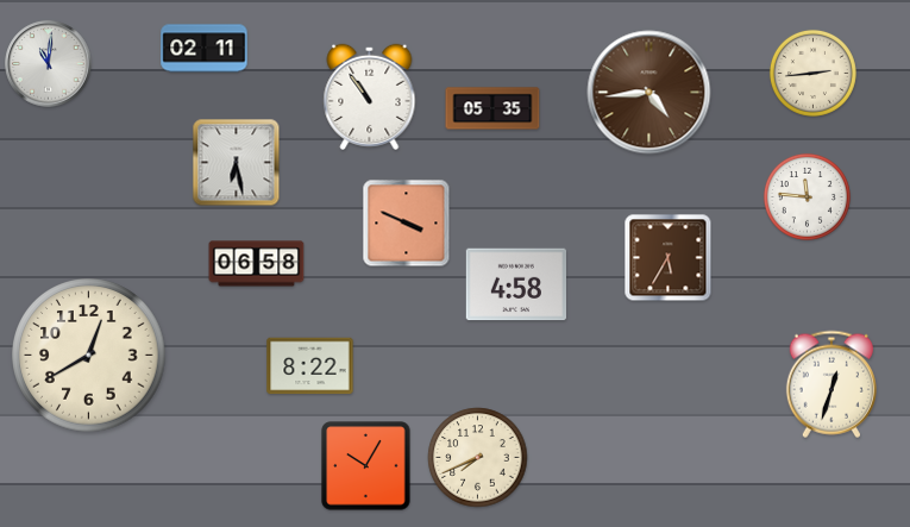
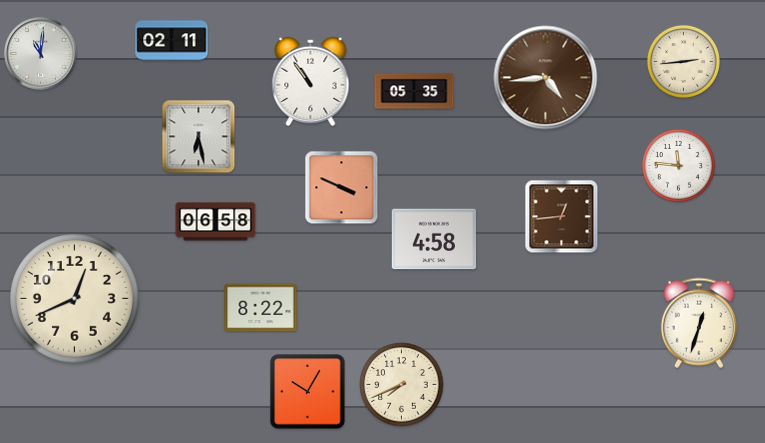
clock at (669, 258): 5:35 -> 12:44
clock at (89, 356): 12:40 -> 12:41
